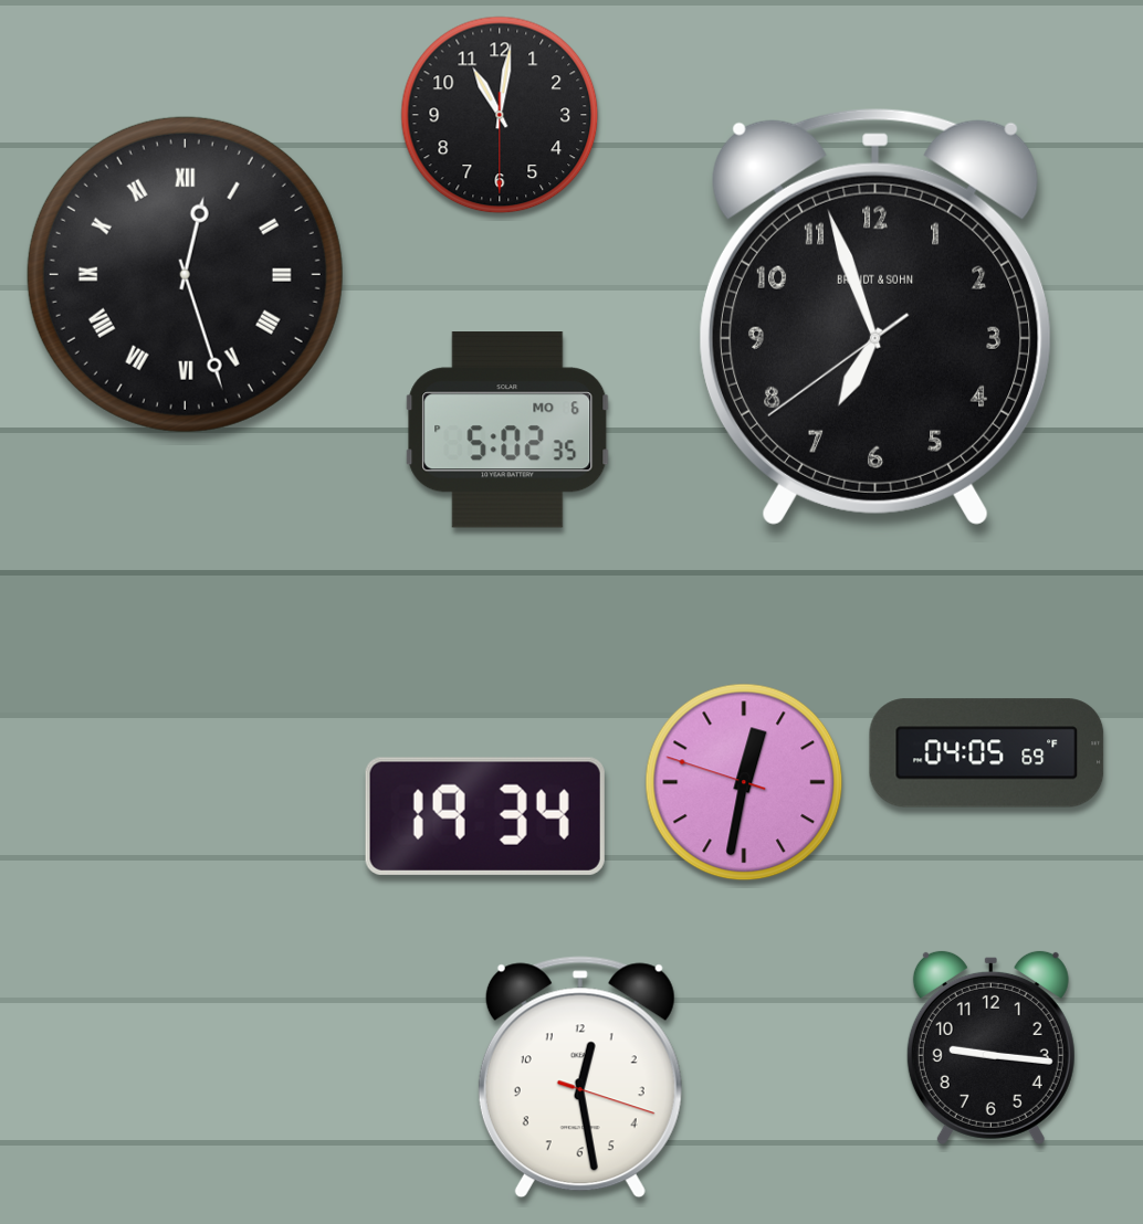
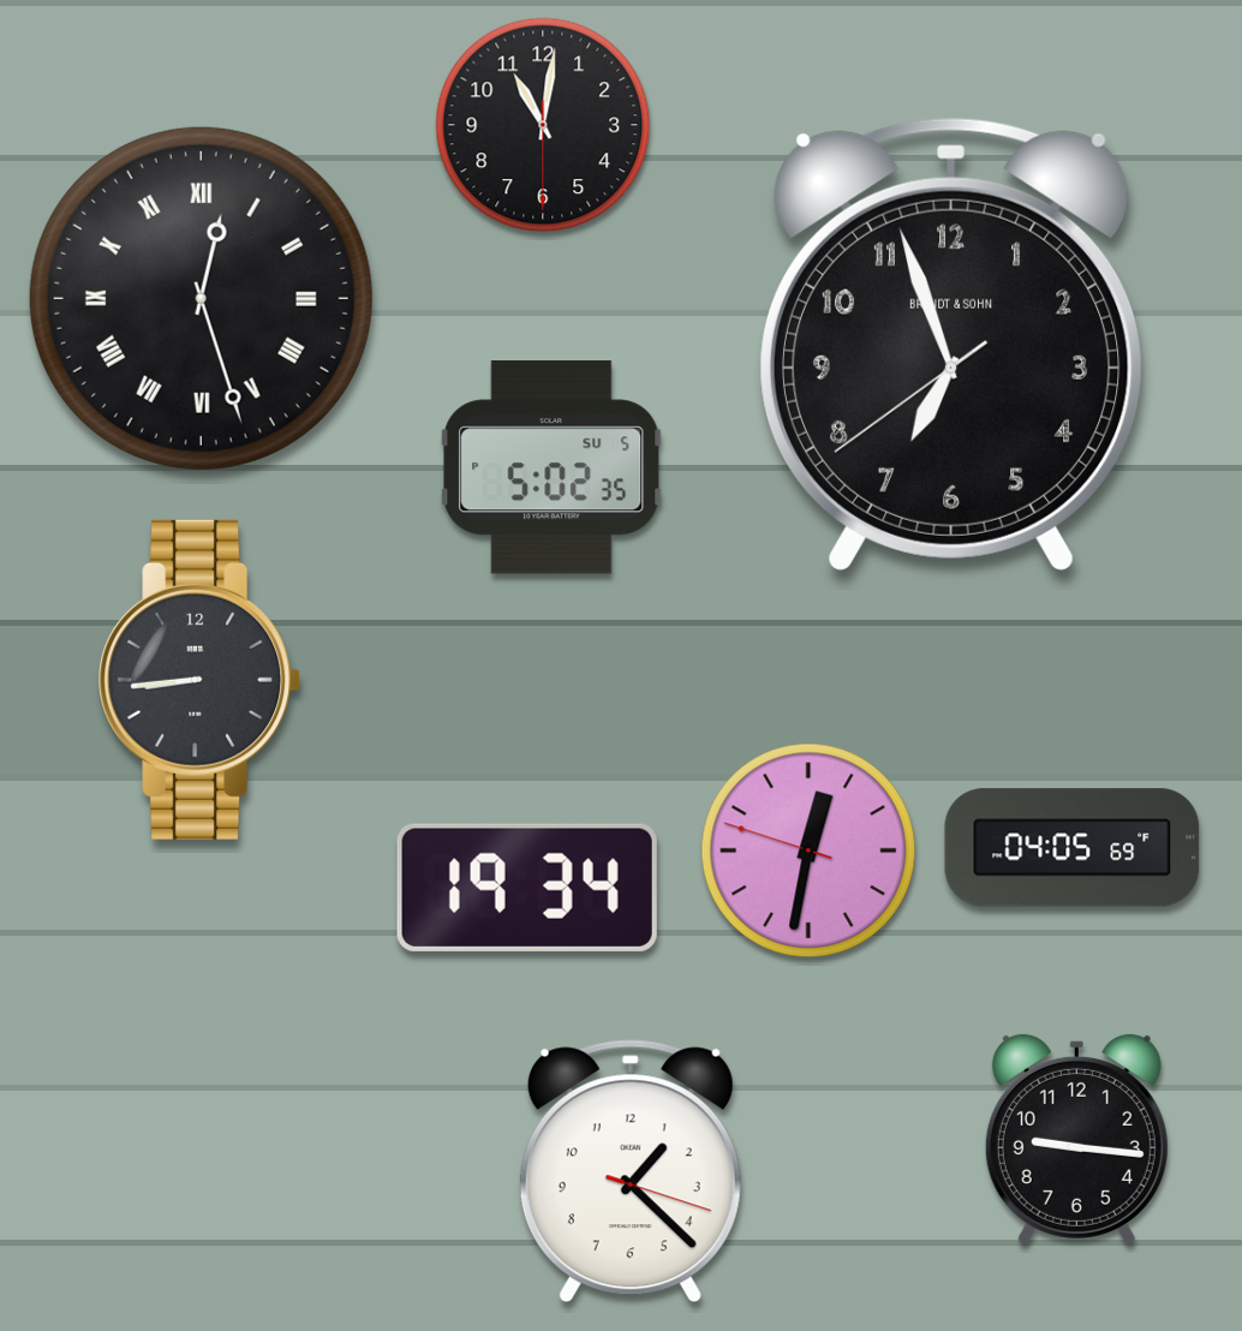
clock at (507, 430) date: MO 6 -> SU 5
clock at (199, 680): none -> 8:44
clock at (987, 753) position: (987, 753) -> (1073, 848)
clock at (580, 1077): 12:28 -> 1:22
